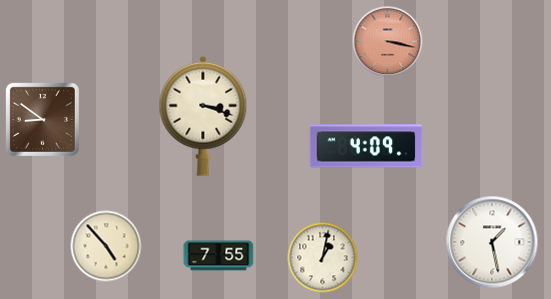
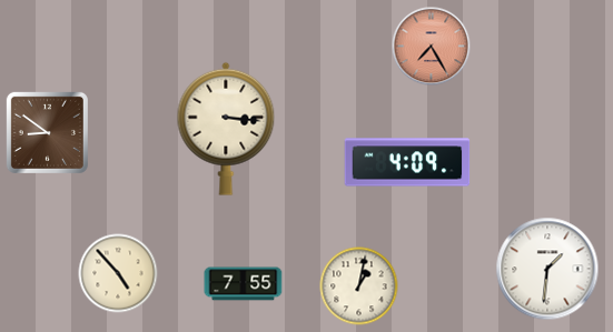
clock at (388, 42): 3:17 -> 7:25
clock at (203, 116): 3:18 -> 3:16
clock at (492, 242): 1:28 -> 1:31
